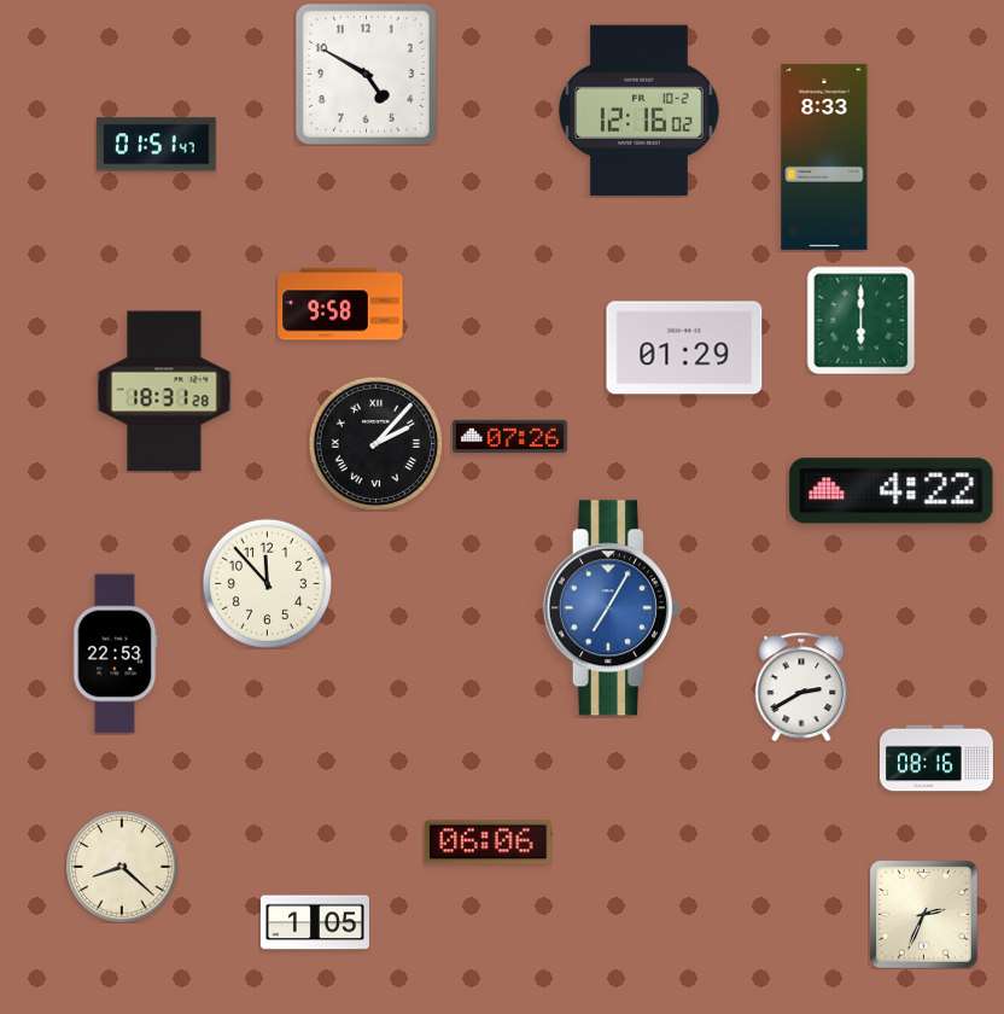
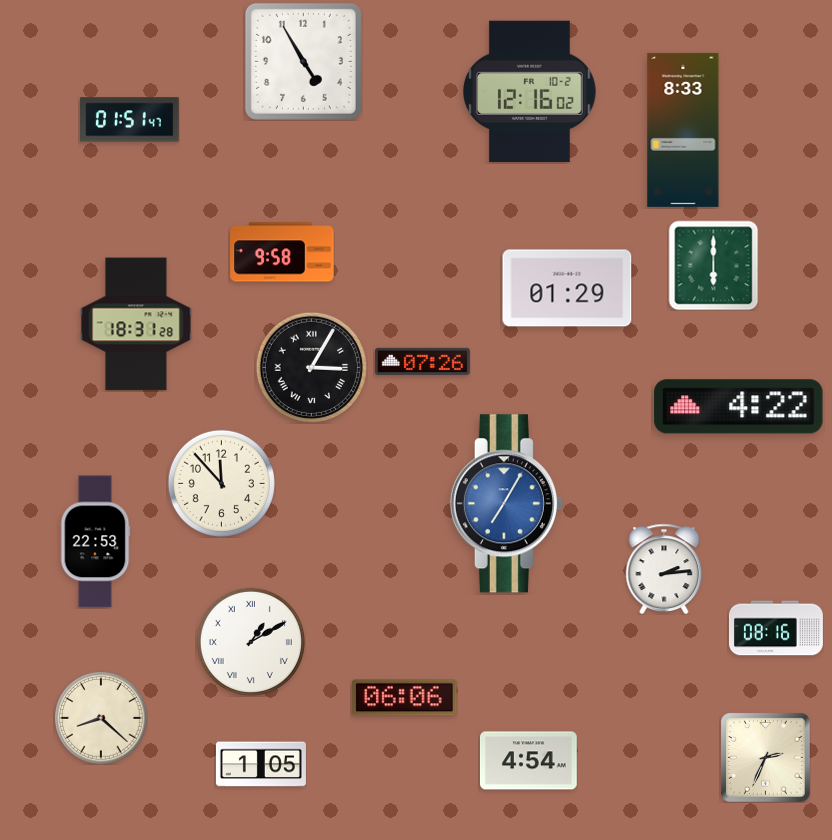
clock at (366, 74): 4:50 -> 4:55
clock at (375, 443): 2:07 -> 3:05
clock at (801, 686): 2:40 -> 2:14
clock at (251, 642): none -> 1:10
clock at (529, 761): none -> 4:54
